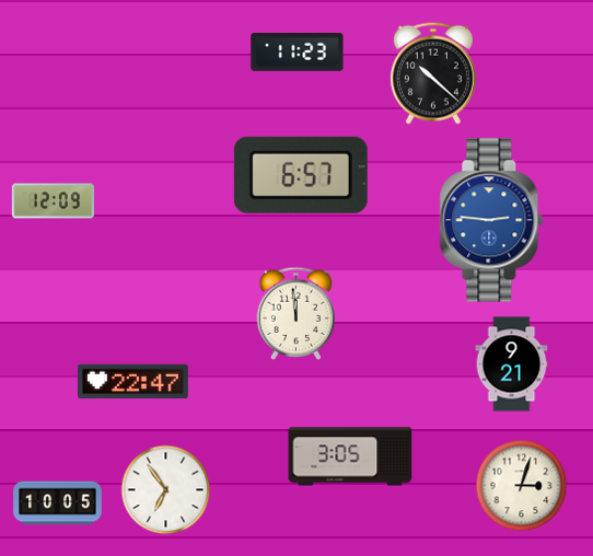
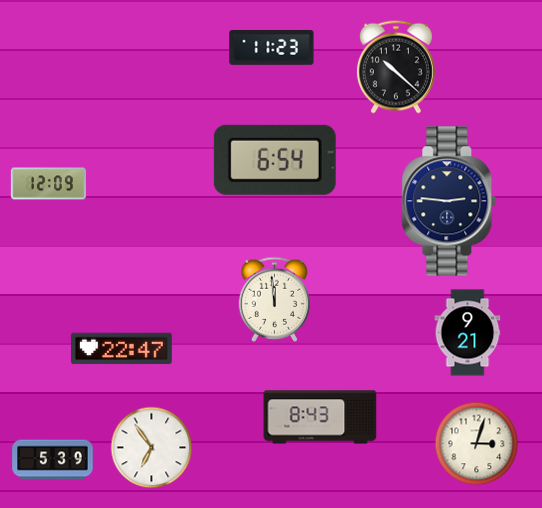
clock at (301, 175): 6:57 -> 6:54
clock at (491, 220) dial: blue -> navy
clock at (296, 313) position: (296, 313) -> (275, 299)
clock at (350, 456): 3:05 -> 8:43
clock at (58, 503): 10:05 -> 5:39
